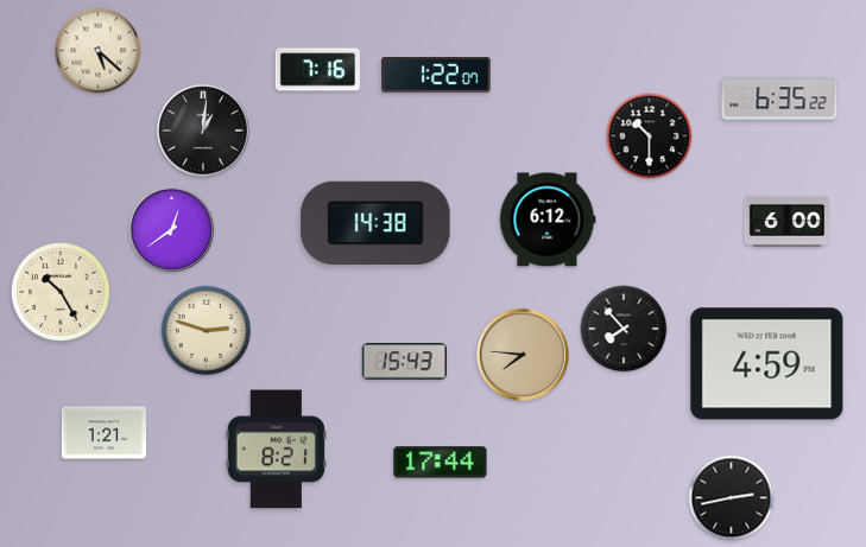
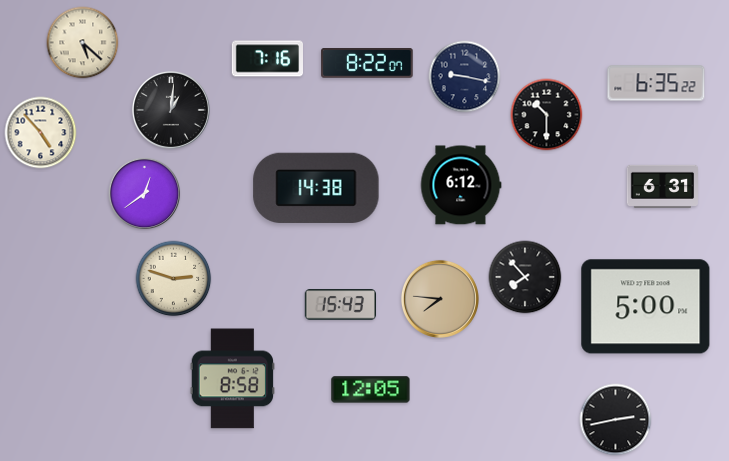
clock at (436, 76): 1:22 -> 8:22
clock at (465, 77): none -> 9:17
clock at (41, 133): none -> 4:53
clock at (788, 221): 6:00 -> 6:31
clock at (61, 292): 10:25 -> none
clock at (767, 364): 4:59 -> 5:00
clock at (103, 433): 1:21 -> none
clock at (276, 450): 8:21 -> 8:58
clock at (441, 463): 17:44 -> 12:05
